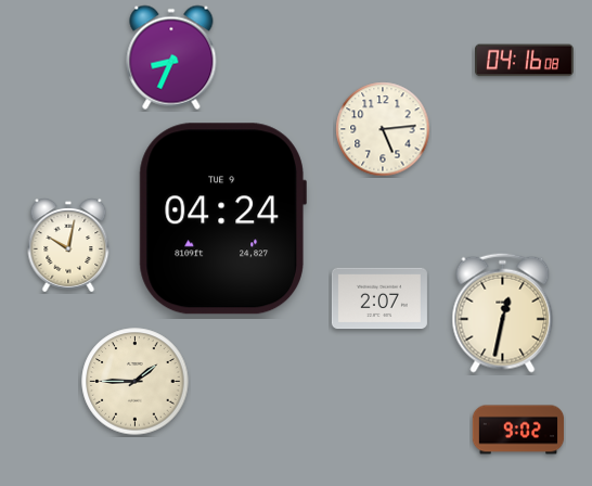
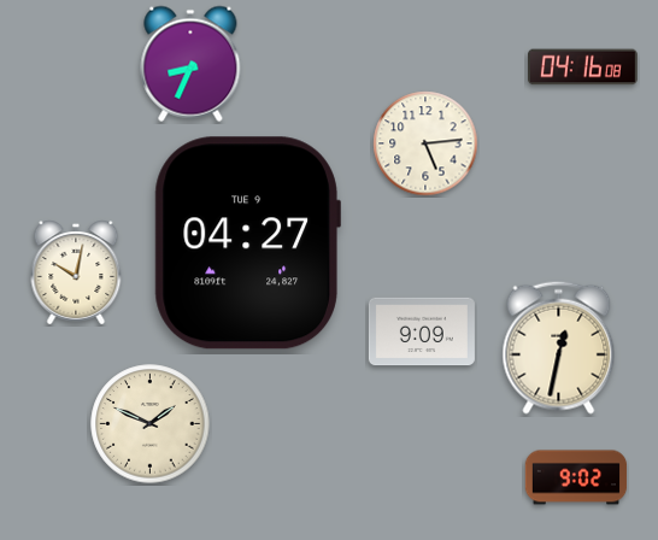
clock at (222, 219): 04:24 -> 04:27
clock at (379, 298): 2:07 -> 9:09
clock at (136, 382): 1:45 -> 1:49
